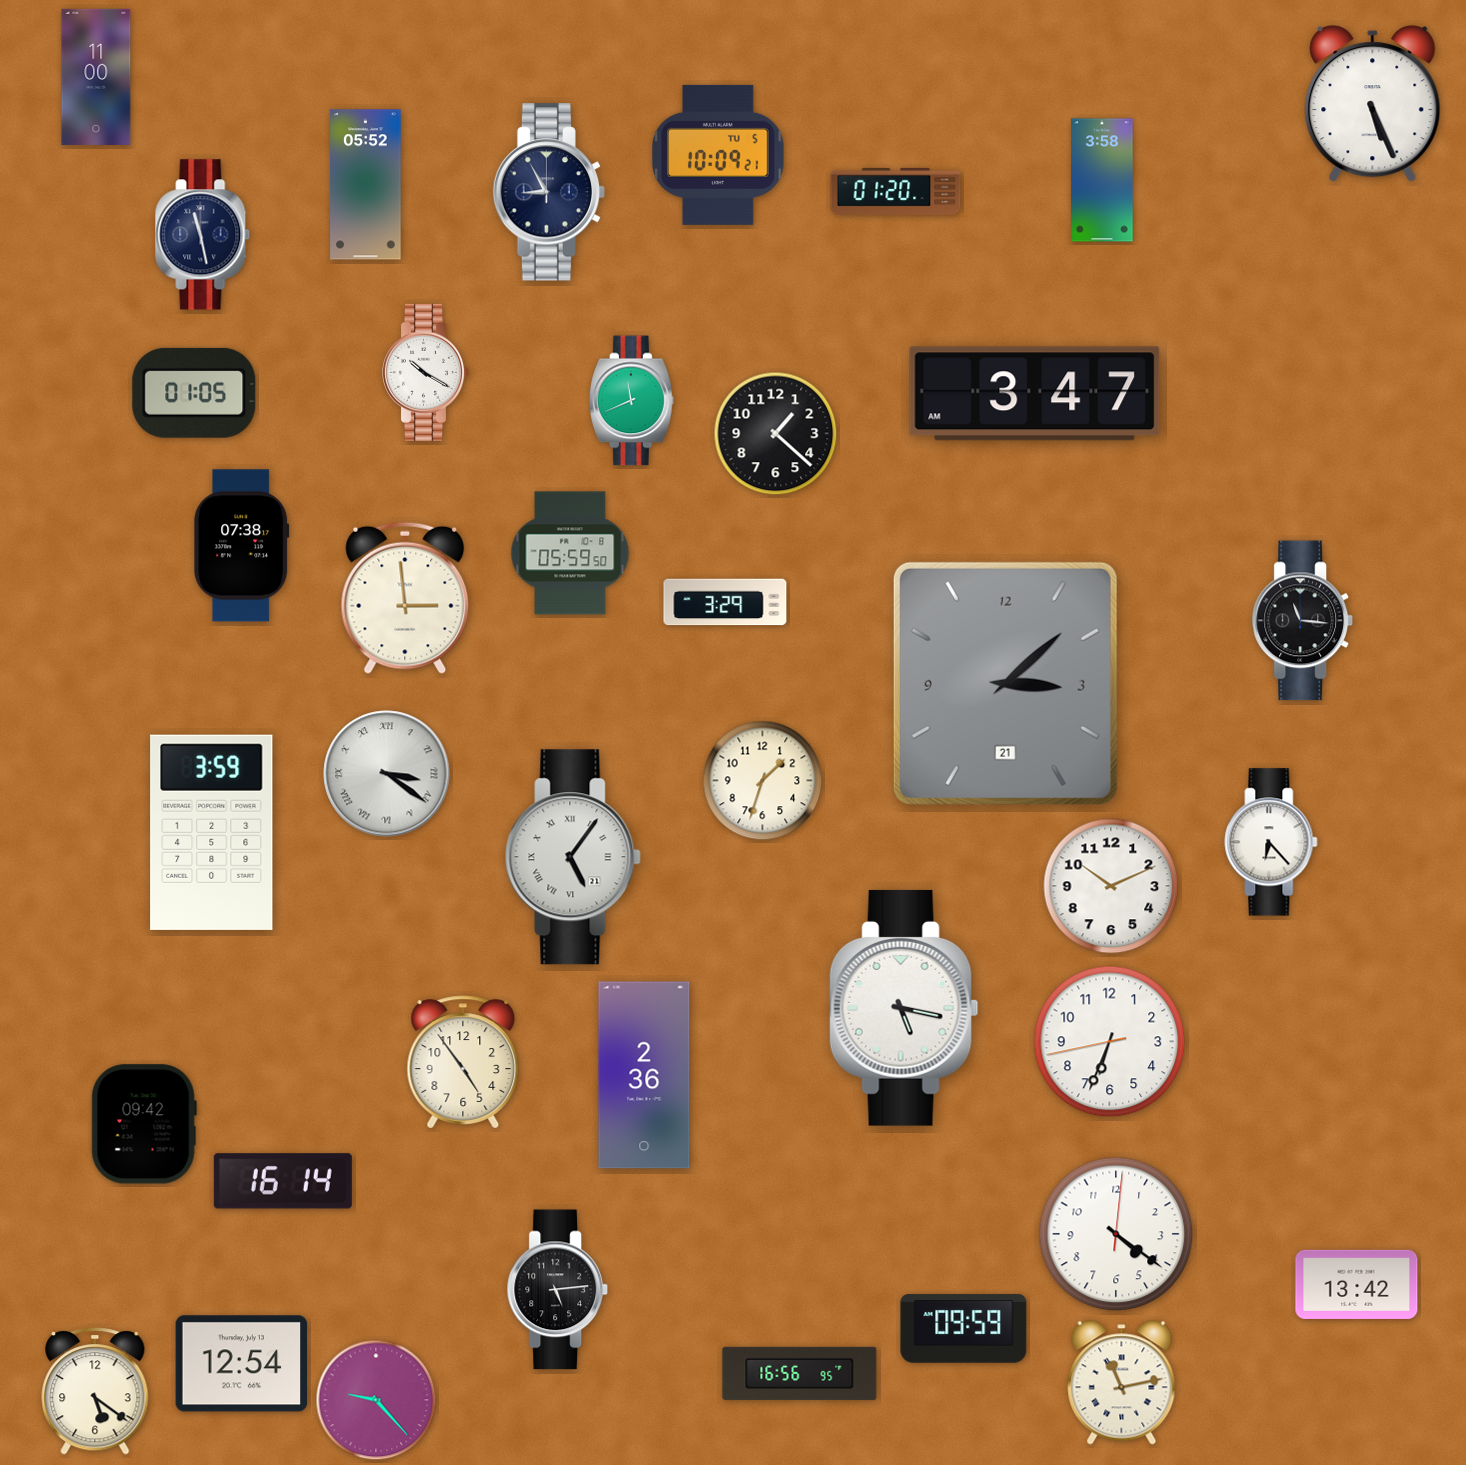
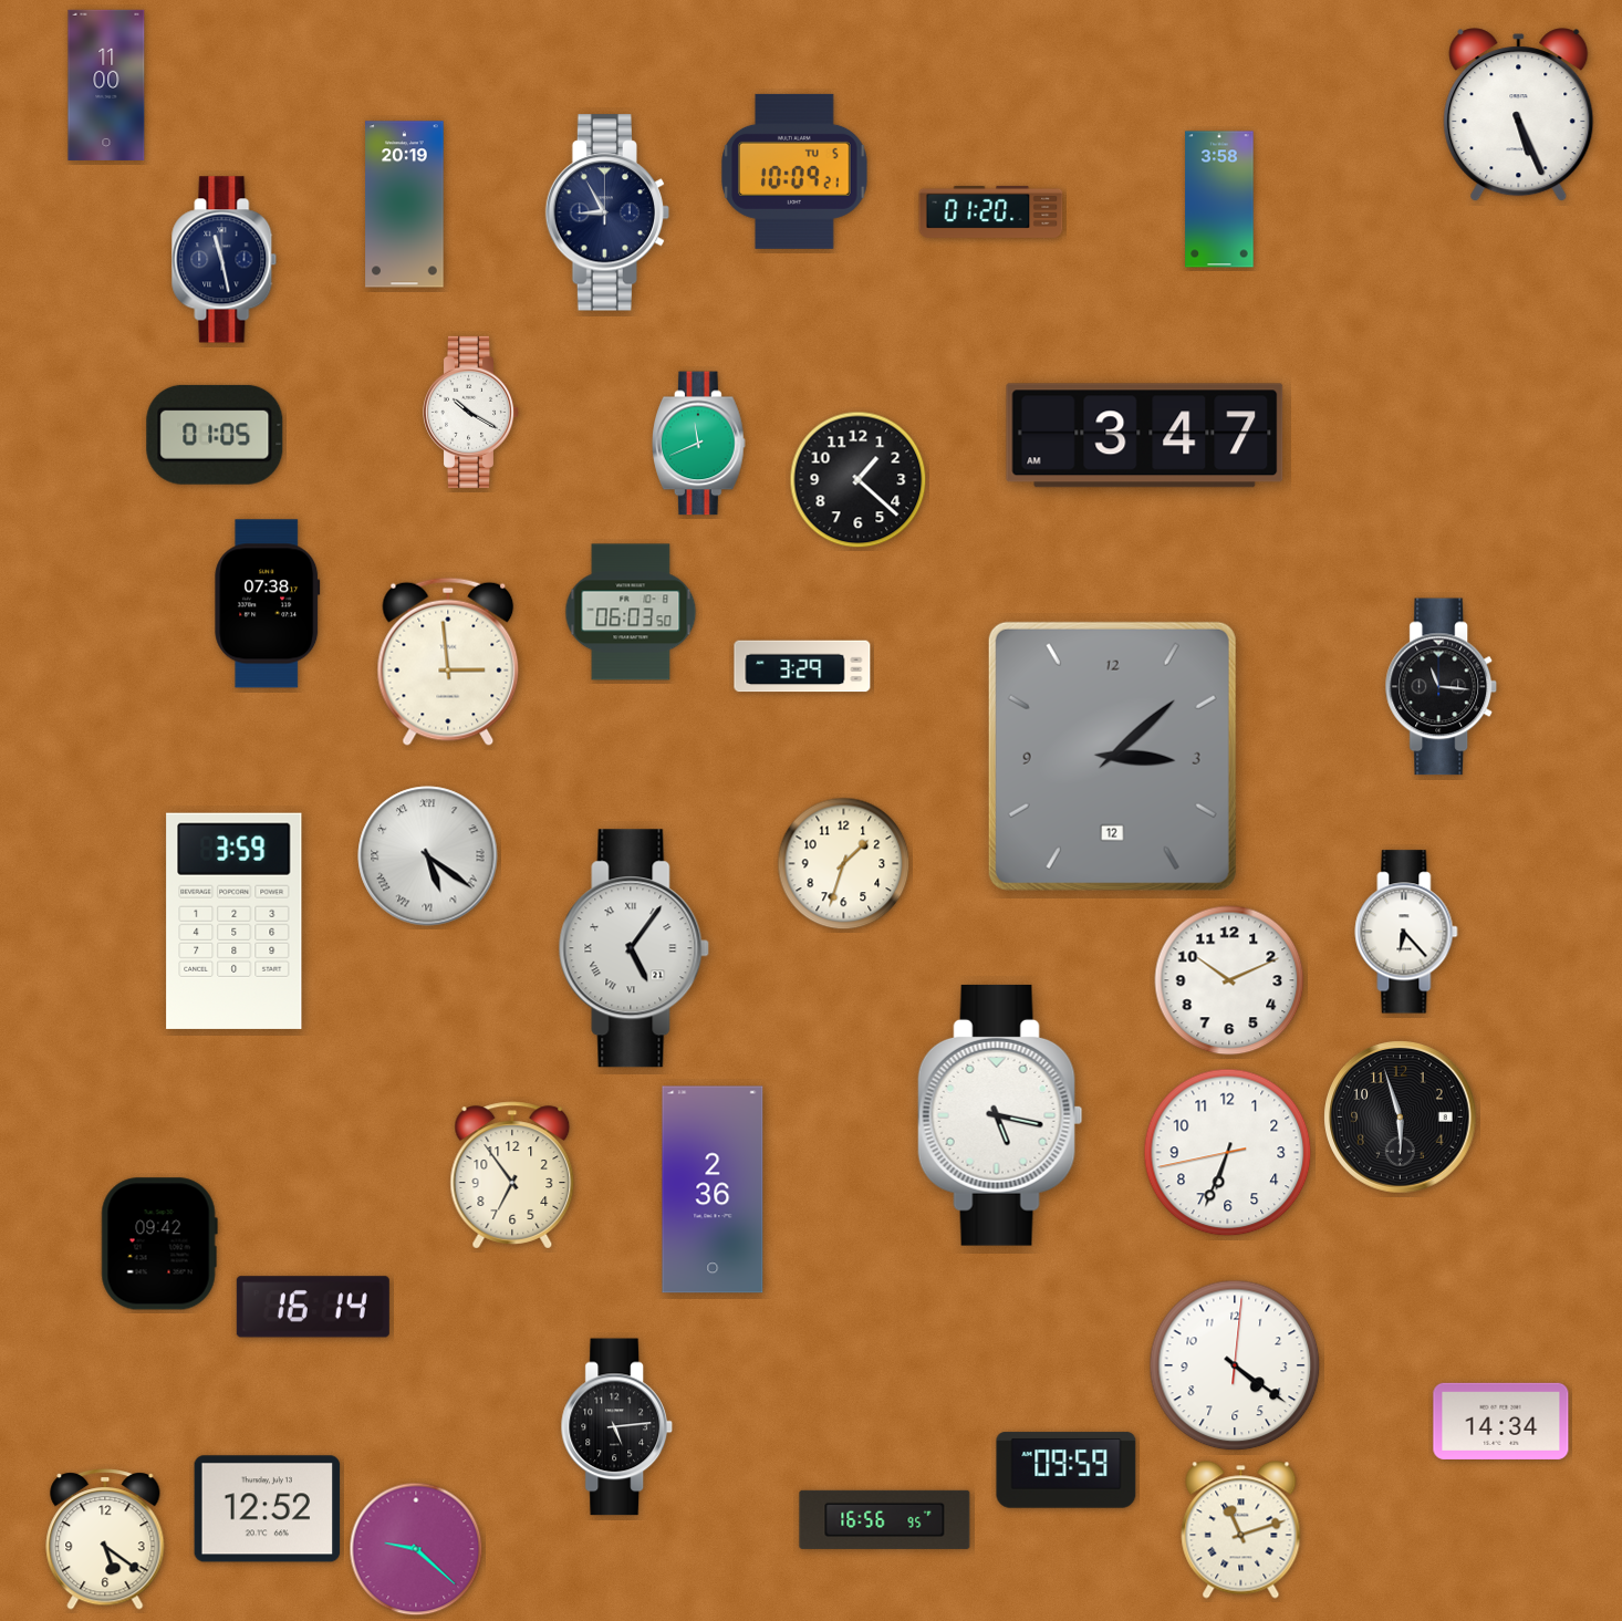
clock at (366, 185): 05:52 -> 20:19
clock at (570, 553): 05:59 -> 06:03
clock at (1005, 683) date: 21 -> 12
clock at (387, 774): 3:21 -> 5:21
clock at (1401, 1118): none -> 5:57
clock at (463, 1062): 4:54 -> 6:54
clock at (1357, 1284): 13:42 -> 14:34
clock at (242, 1364): 12:54 -> 12:52
clock at (1122, 1383): 11:13 -> 11:12
clock at (376, 1400): 9:23 -> 9:22
